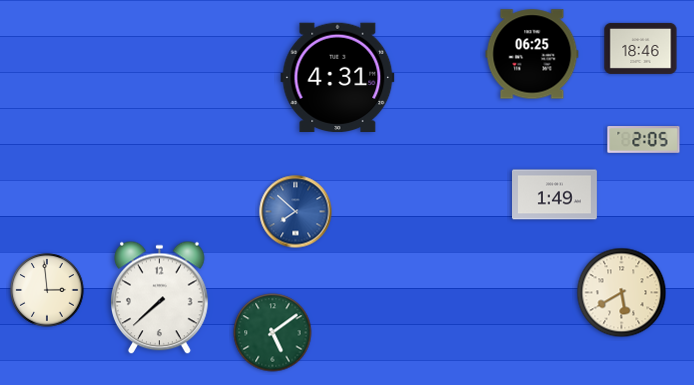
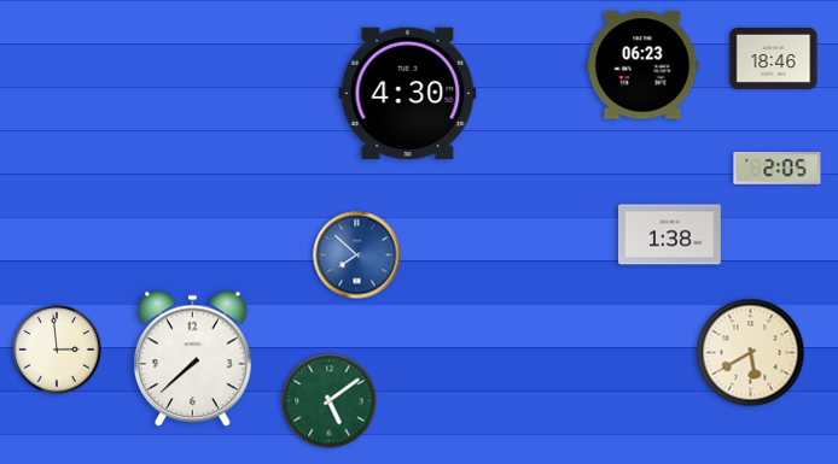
clock at (532, 54): 06:25 -> 06:23
clock at (338, 77): 4:31 -> 4:30
clock at (555, 195): 1:49 -> 1:38
